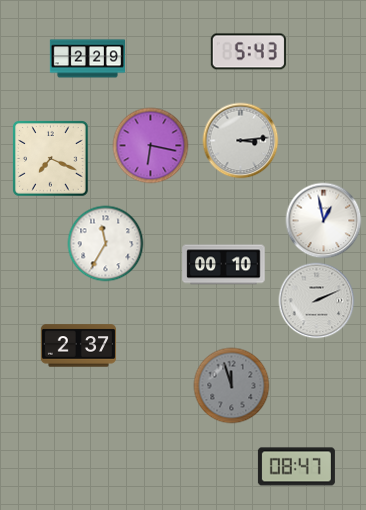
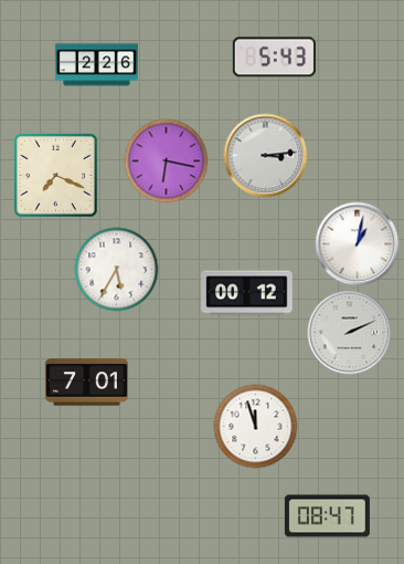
clock at (87, 59): 2:29 -> 2:26
clock at (324, 221): 12:58 -> 1:02
clock at (106, 244): 11:35 -> 5:35
clock at (224, 265): 00:10 -> 00:12
clock at (78, 346): 2:37 -> 7:01
clock at (232, 386) dial: grey -> white
